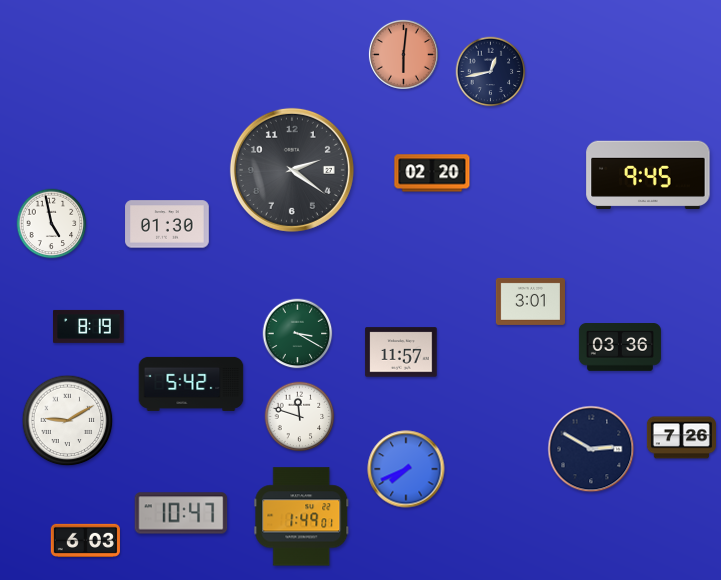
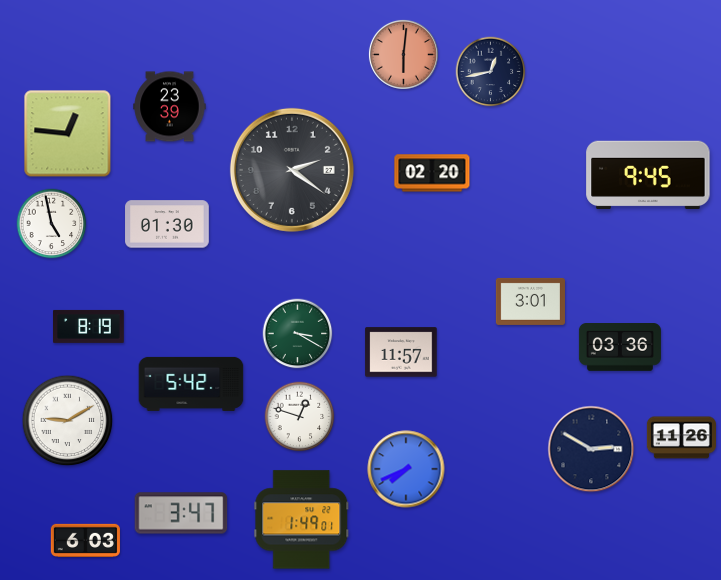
clock at (170, 107): none -> 23:39
clock at (68, 134): none -> 12:46
clock at (300, 417): 11:48 -> 12:48
clock at (681, 438): 7:26 -> 11:26
clock at (181, 513): 10:47 -> 3:47
clock at (302, 517) position: (302, 517) -> (302, 520)
